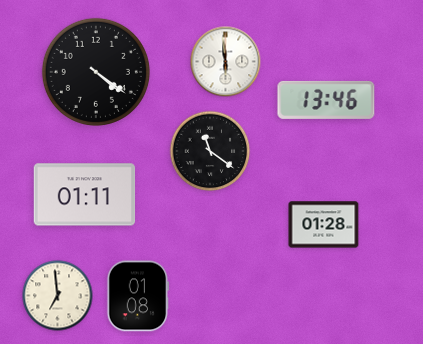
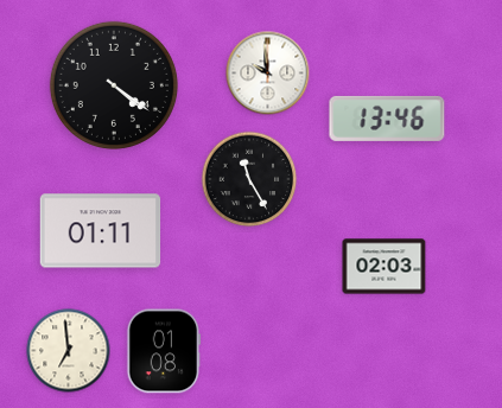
clock at (226, 62): 5:59 -> 9:59
clock at (210, 151): 11:21 -> 11:25
clock at (324, 225): 01:28 -> 02:03
